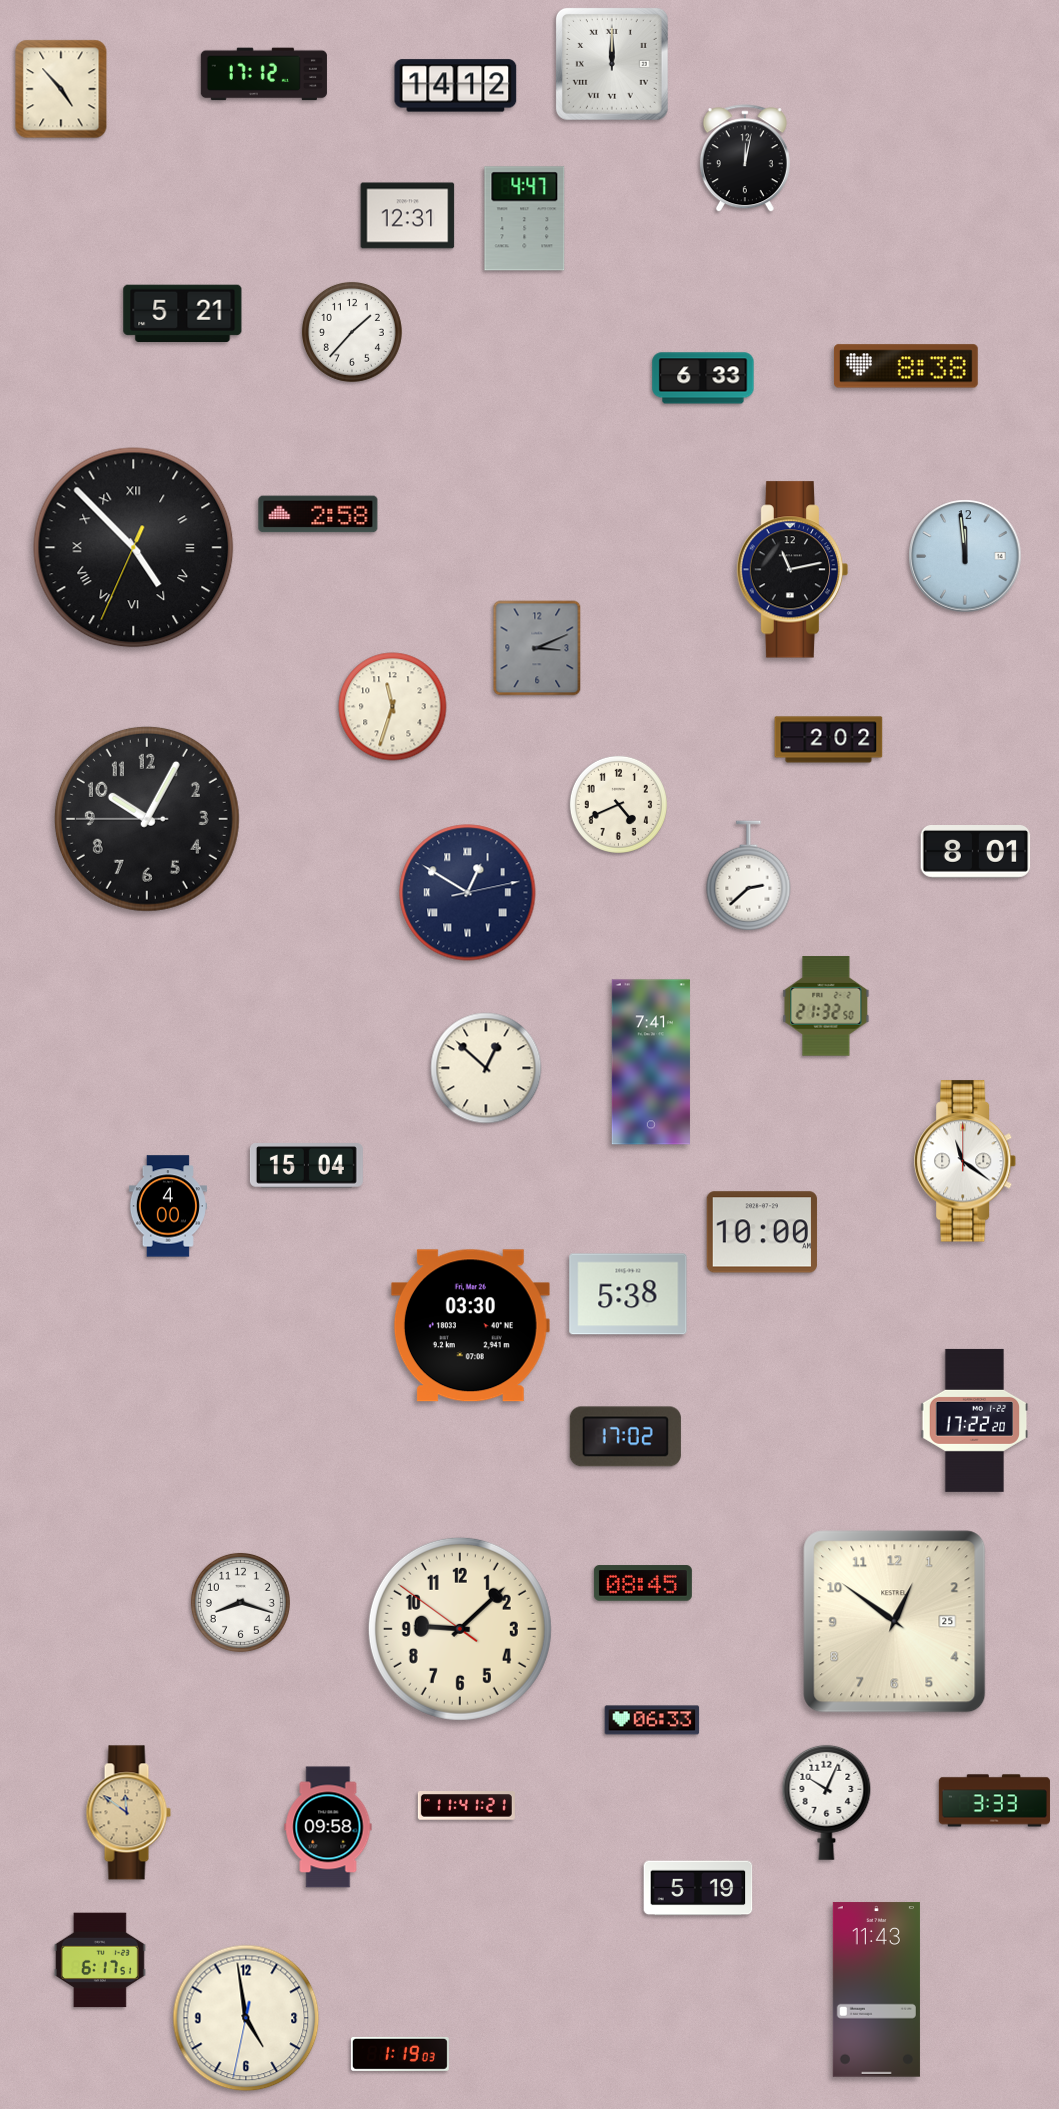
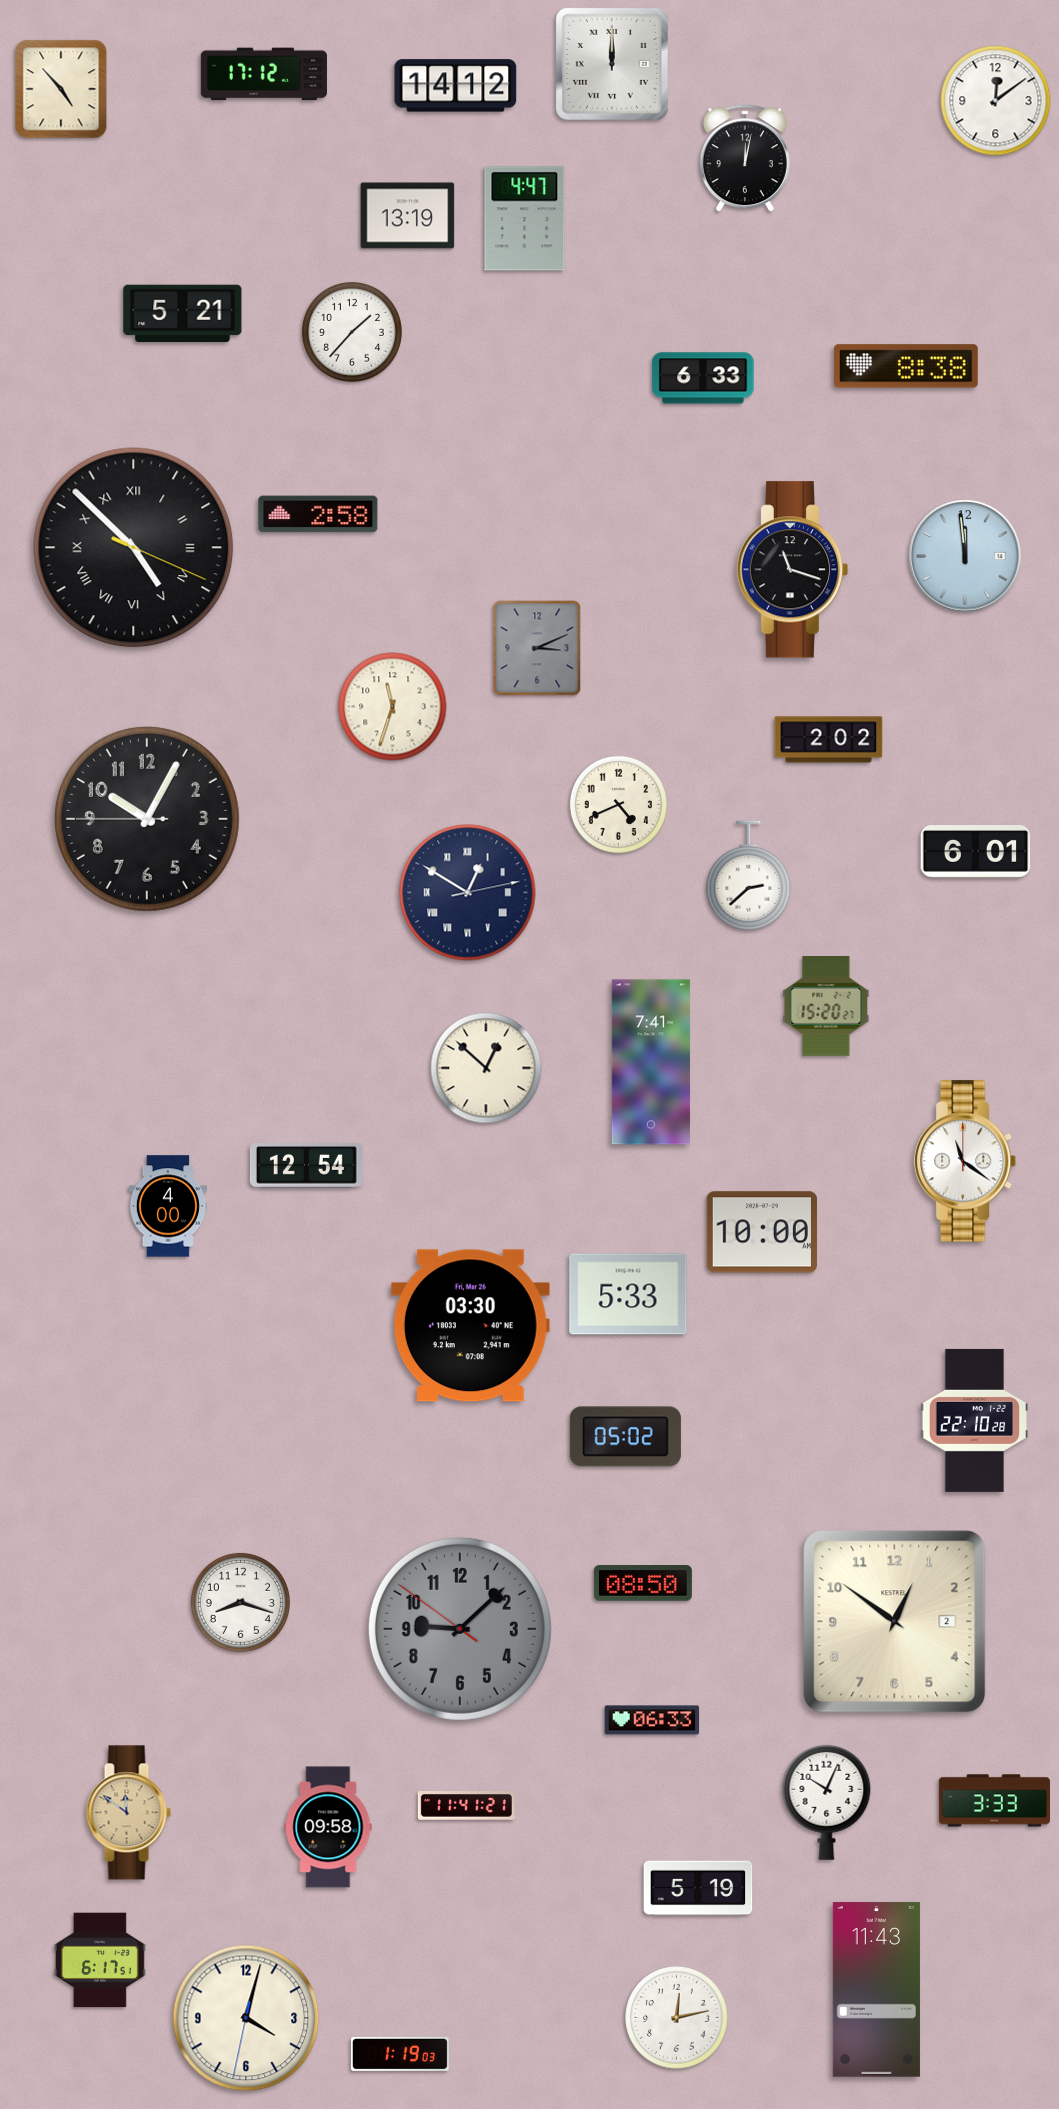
clock at (996, 101): none -> 12:09
clock at (408, 216): 12:31 -> 13:19
clock at (134, 548): 4:52:34 -> 4:52:19
clock at (793, 570): 11:13 -> 11:18
clock at (976, 852): 8:01 -> 6:01
clock at (826, 1006): 21:32 -> 15:20
clock at (306, 1166): 15:04 -> 12:54
clock at (628, 1294): 5:38 -> 5:33
clock at (975, 1420): 17:22 -> 22:10
clock at (625, 1437): 17:02 -> 05:02
clock at (643, 1583): 08:45 -> 08:50
clock at (895, 1622) date: 25 -> 2
clock at (460, 1629) dial: cream -> grey
clock at (246, 2018): 4:58 -> 4:02
clock at (677, 2018): none -> 12:13
